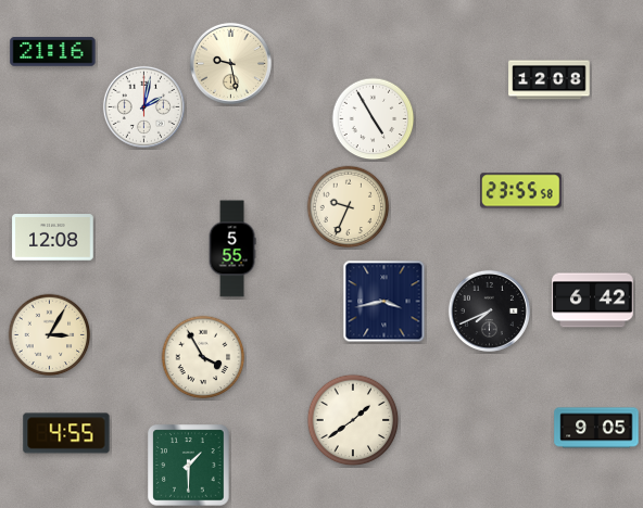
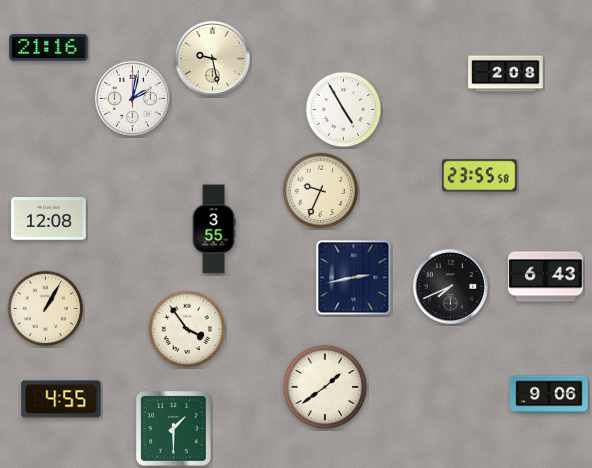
clock at (550, 80): 12:08 -> 2:08
clock at (232, 249): 5:55 -> 3:55
clock at (593, 301): 6:42 -> 6:43
clock at (384, 302): 3:43 -> 2:43
clock at (50, 335): 3:05 -> 1:05
clock at (203, 357): 3:55 -> 3:54
clock at (596, 428): 9:05 -> 9:06
